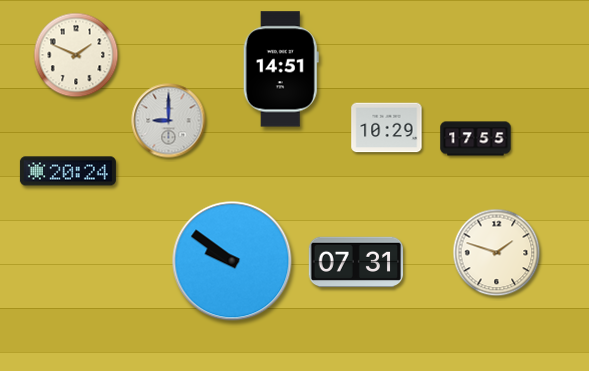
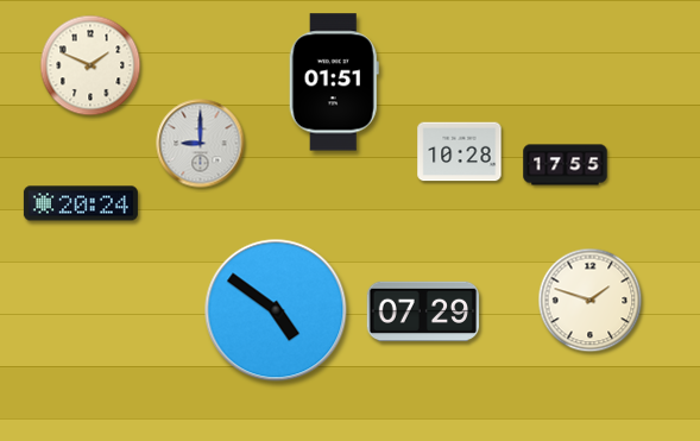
clock at (281, 69): 14:51 -> 01:51
clock at (387, 128): 10:29 -> 10:28
clock at (232, 261): 9:51 -> 4:51
clock at (356, 262): 07:31 -> 07:29
